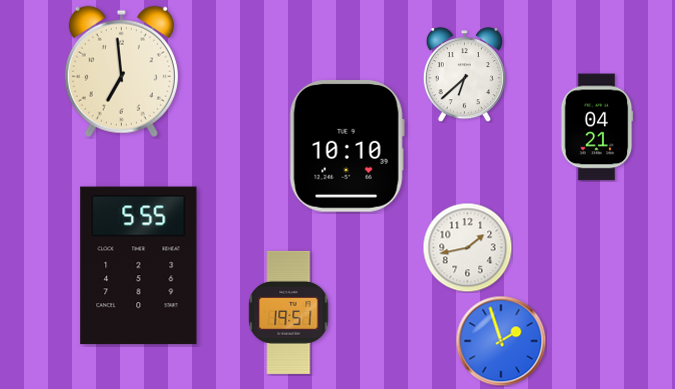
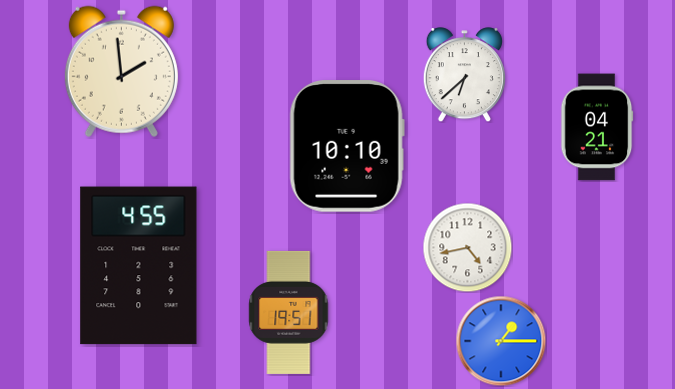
clock at (121, 71): 6:59 -> 1:59
clock at (467, 247): 1:43 -> 4:43
clock at (139, 266): 5:55 -> 4:55
clock at (501, 341): 1:57 -> 1:15
